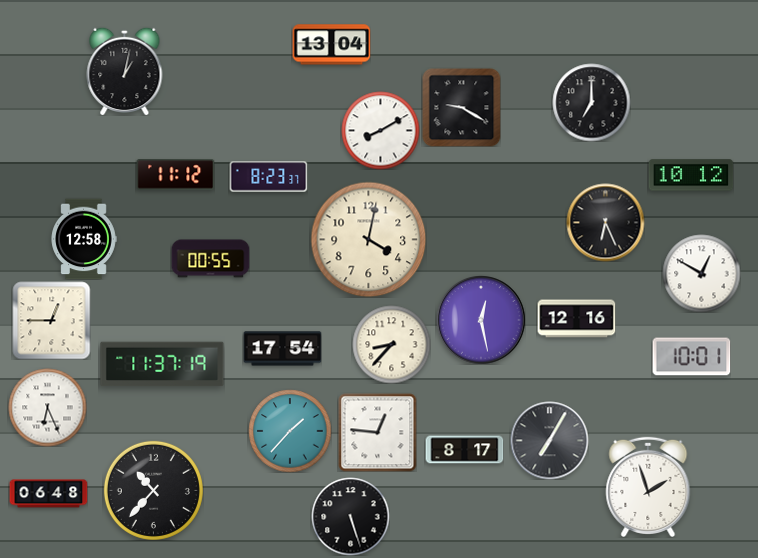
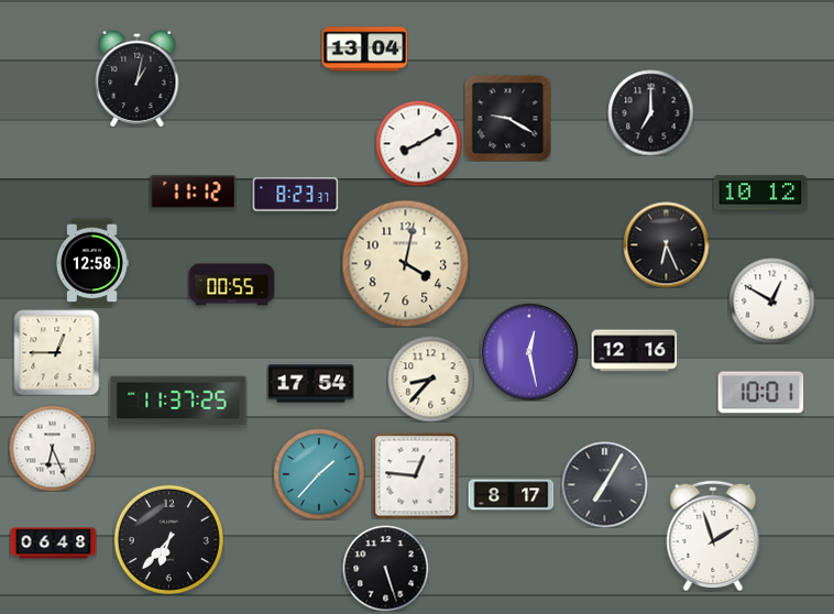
clock at (162, 364): 11:37:19 -> 11:37:25
clock at (153, 490): 10:37 -> 6:37
